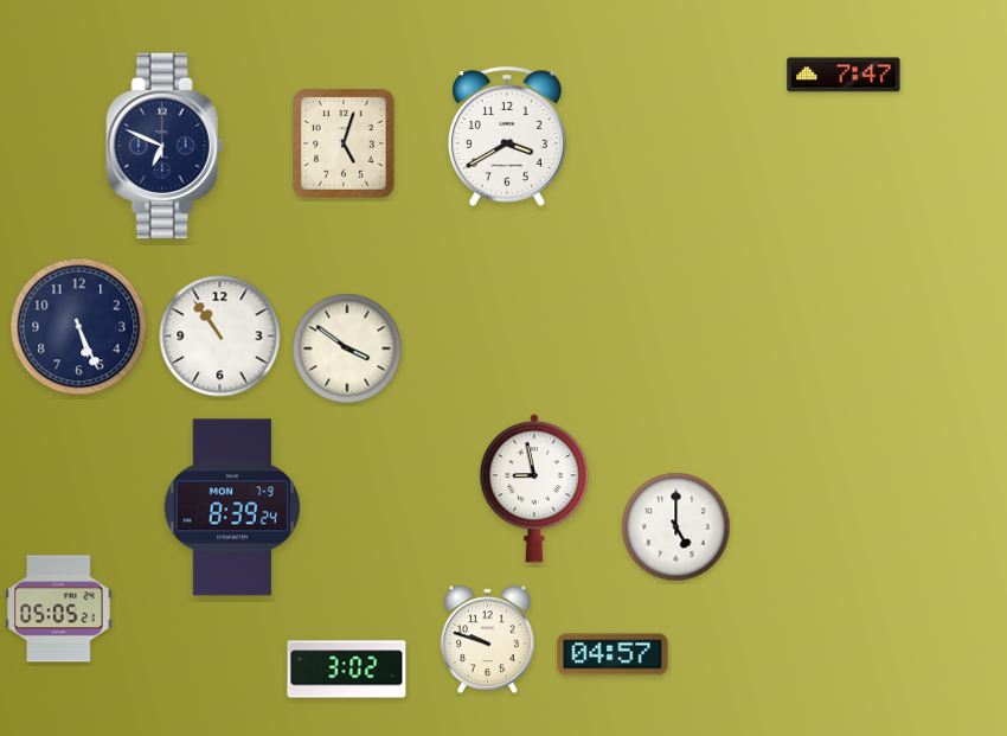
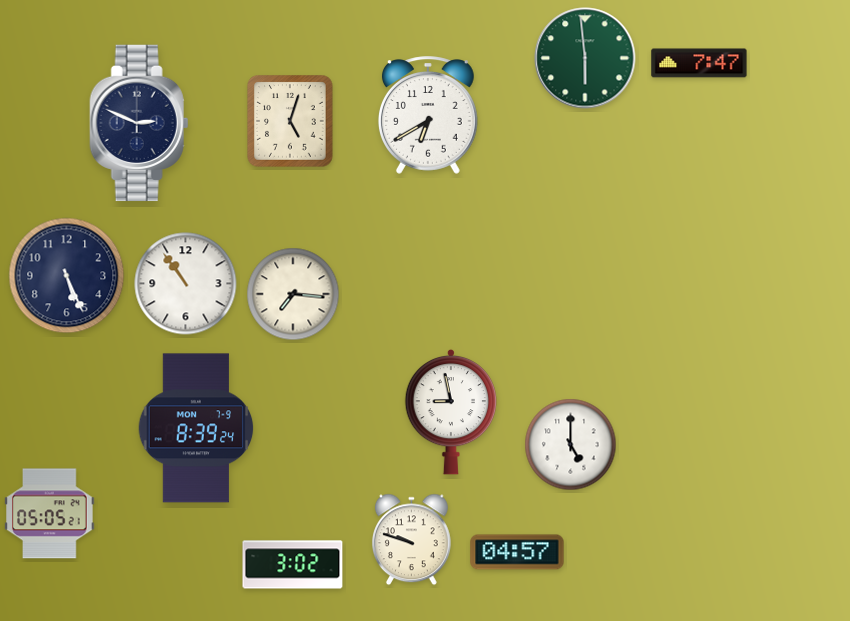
clock at (585, 58): none -> 5:59
clock at (844, 75) position: (844, 75) -> (699, 63)
clock at (507, 136): 3:40 -> 6:40
clock at (165, 146): 6:49 -> 2:49
clock at (347, 348): 3:51 -> 7:16
